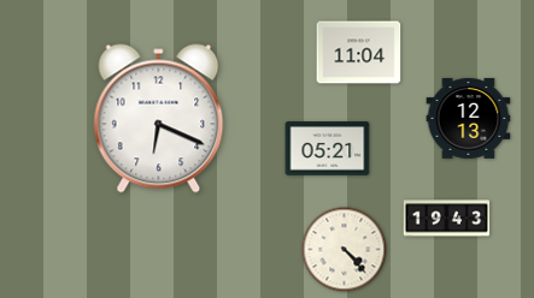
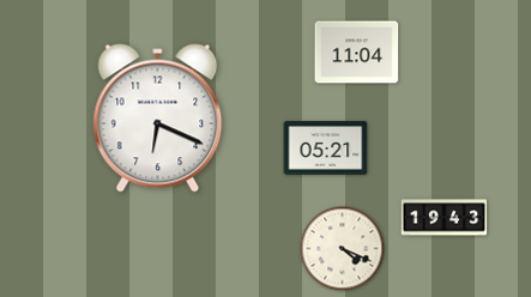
clock at (469, 118): 12:13 -> none
clock at (345, 250): 4:23 -> 4:19
